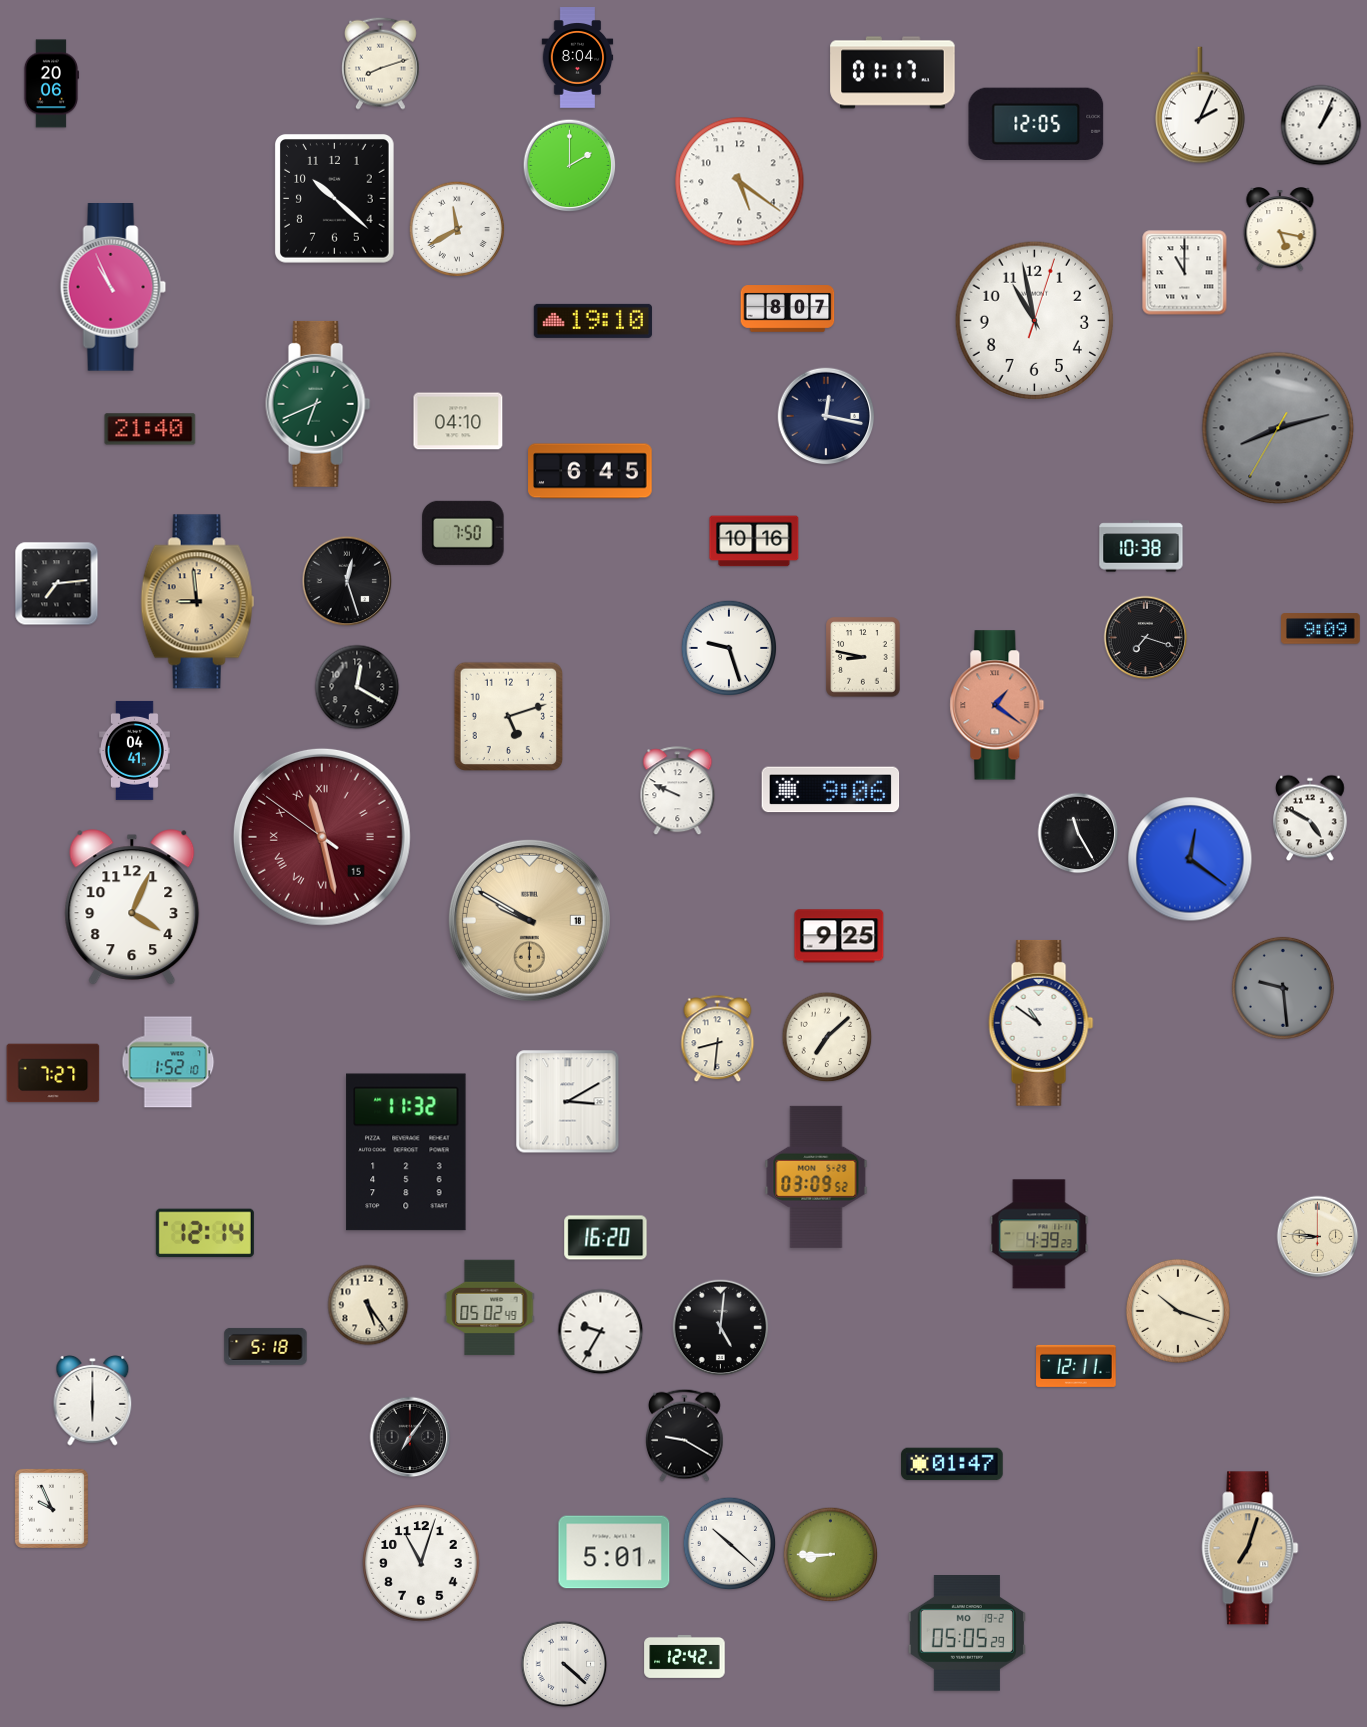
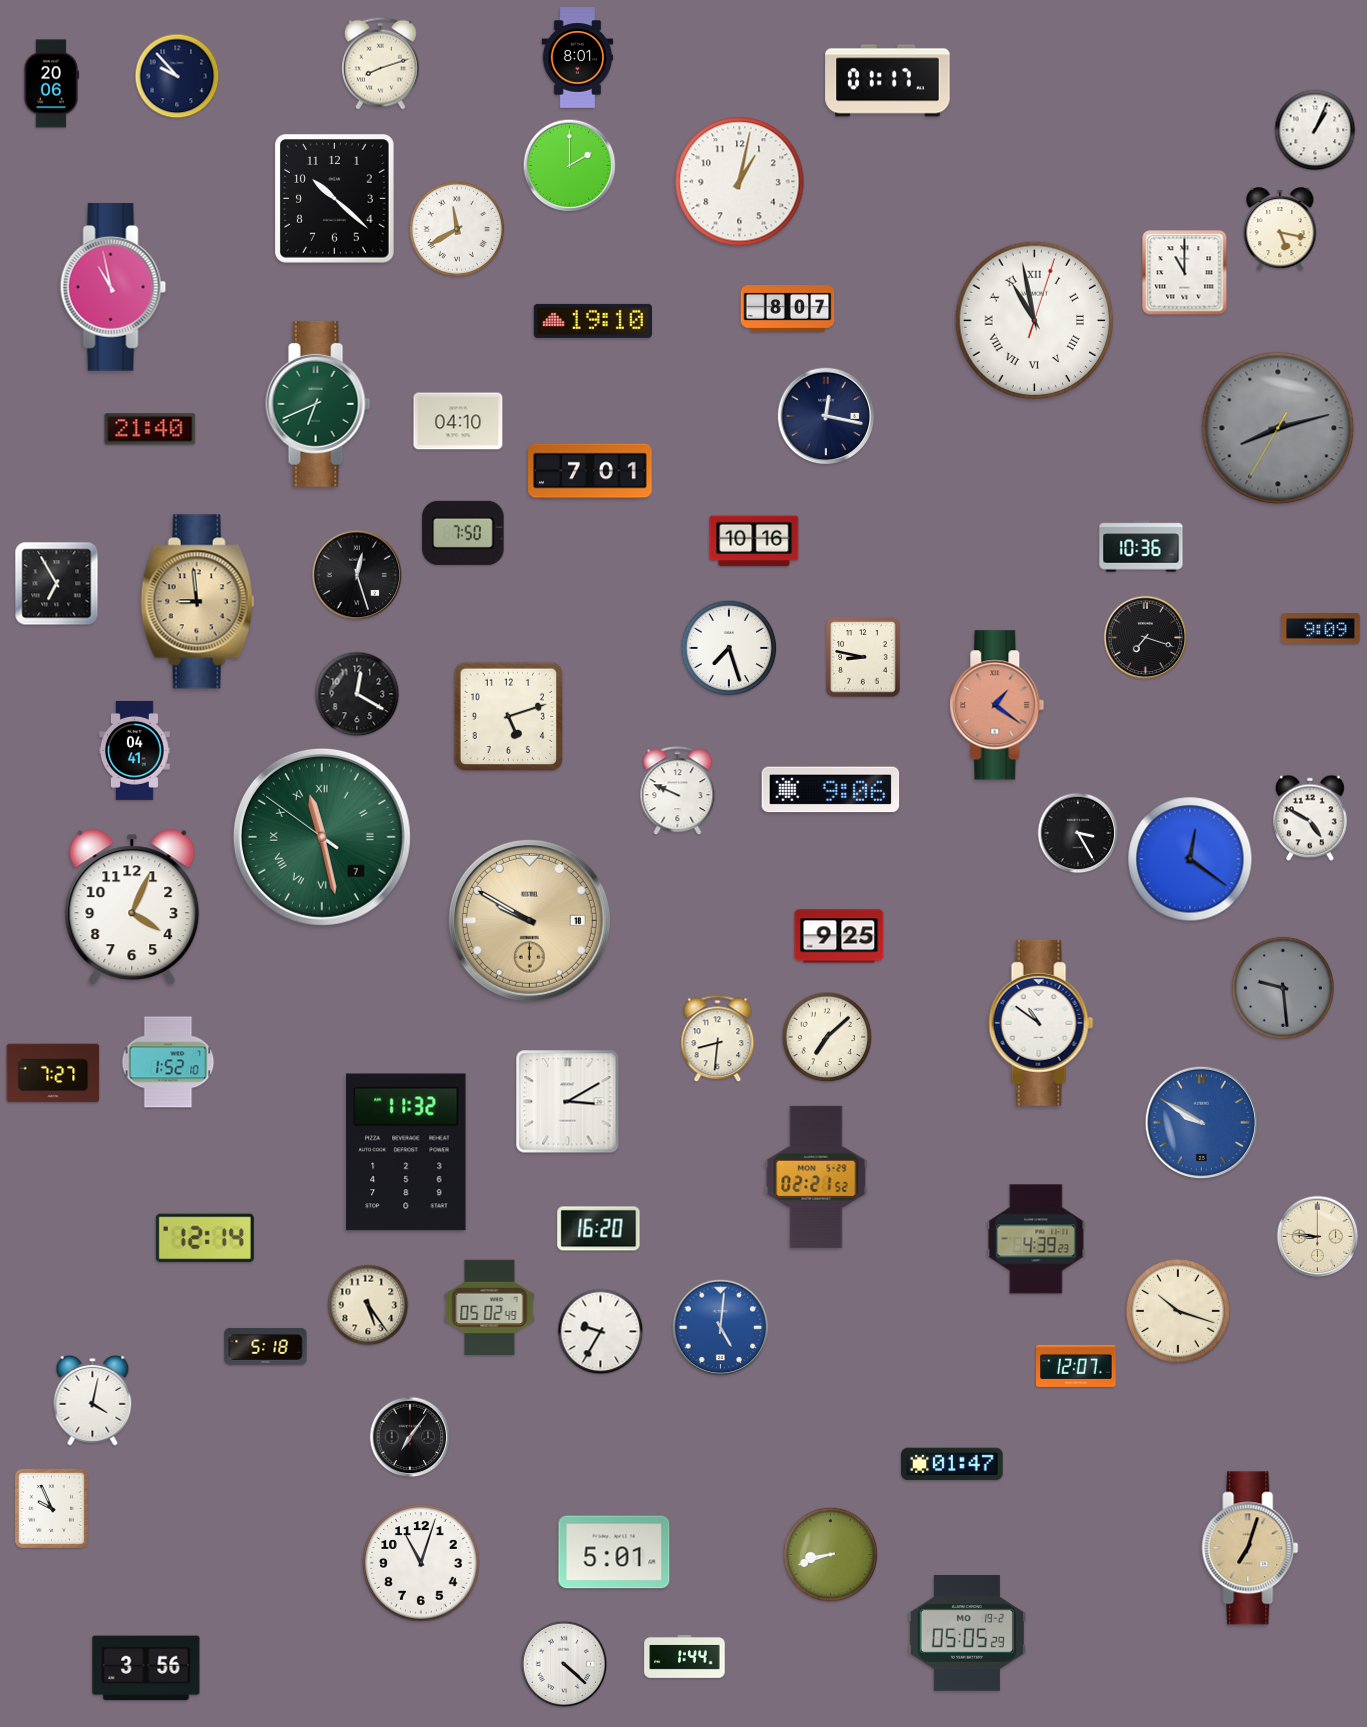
clock at (578, 58): 8:04 -> 8:01
clock at (893, 73) position: (893, 73) -> (888, 81)
clock at (177, 76): none -> 9:53
clock at (1200, 105): 2:04 -> none
clock at (1036, 123): 12:05 -> none
clock at (1321, 125) position: (1321, 125) -> (1315, 130)
clock at (740, 182): 5:21 -> 1:02
clock at (113, 288): 10:56 -> 10:58
clock at (1035, 321) numerals: Arabic -> Roman
clock at (590, 471): 6:45 -> 7:01
clock at (1141, 546): 10:38 -> 10:36
clock at (347, 581) position: (347, 581) -> (357, 575)
clock at (57, 584): 7:14 -> 6:55
clock at (729, 648): 9:27 -> 7:27
clock at (357, 687) position: (357, 687) -> (357, 694)
clock at (1078, 833): 11:25 -> 3:25
clock at (322, 837) date: 15 -> 7
clock at (322, 837) dial: burgundy -> green
clock at (1201, 1122): none -> 9:50
clock at (816, 1177): 03:09 -> 02:21
clock at (205, 1233) position: (205, 1233) -> (205, 1238)
clock at (1039, 1234) position: (1039, 1234) -> (1036, 1239)
clock at (606, 1238) position: (606, 1238) -> (599, 1229)
clock at (721, 1328) dial: black -> blue
clock at (1076, 1366): 12:11 -> 12:07
clock at (93, 1401): 6:00 -> 4:02
clock at (685, 1435): 9:20 -> none
clock at (730, 1544): 10:22 -> none
clock at (831, 1555): 8:45 -> 8:42
clock at (685, 1656): 12:42 -> 1:44
clock at (146, 1668): none -> 3:56
